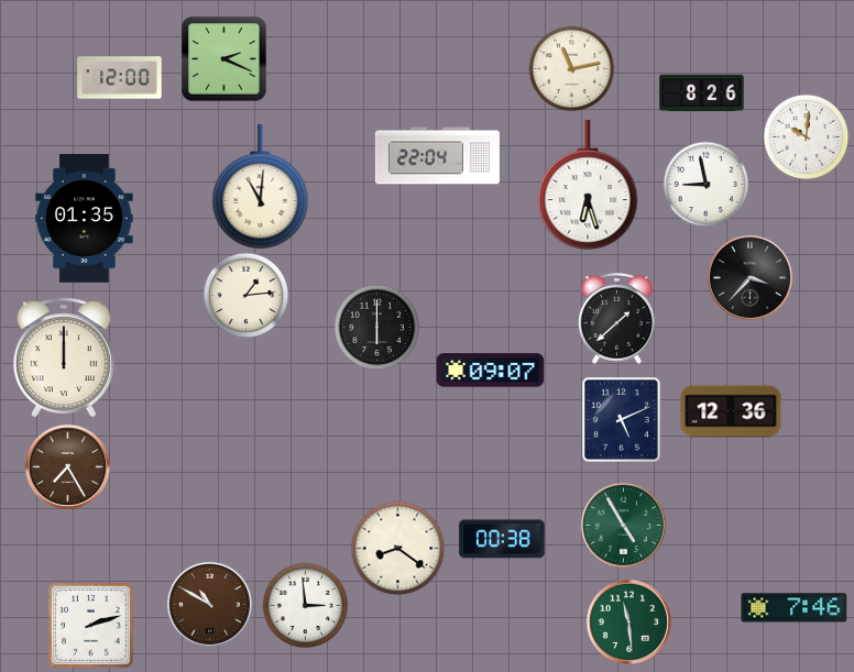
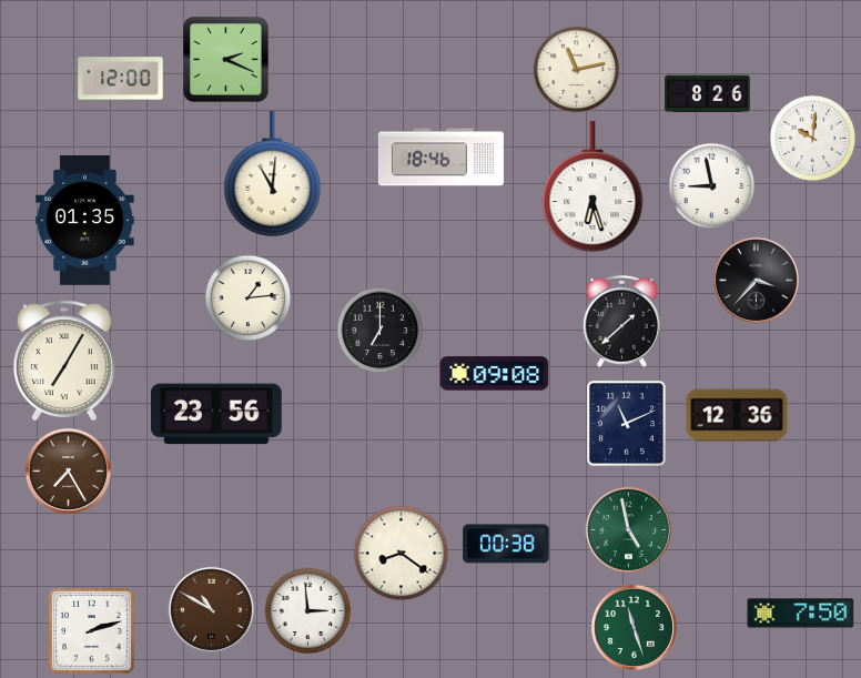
clock at (437, 156): 22:04 -> 18:46
clock at (261, 186) position: (261, 186) -> (273, 173)
clock at (376, 327): 6:00 -> 7:00
clock at (64, 357): 12:00 -> 7:05
clock at (491, 371): 09:07 -> 09:08
clock at (216, 414): none -> 23:56
clock at (622, 420): 5:11 -> 11:11
clock at (623, 525): 4:55 -> 4:58
clock at (795, 608): 7:46 -> 7:50
clock at (628, 621): 11:29 -> 11:27
